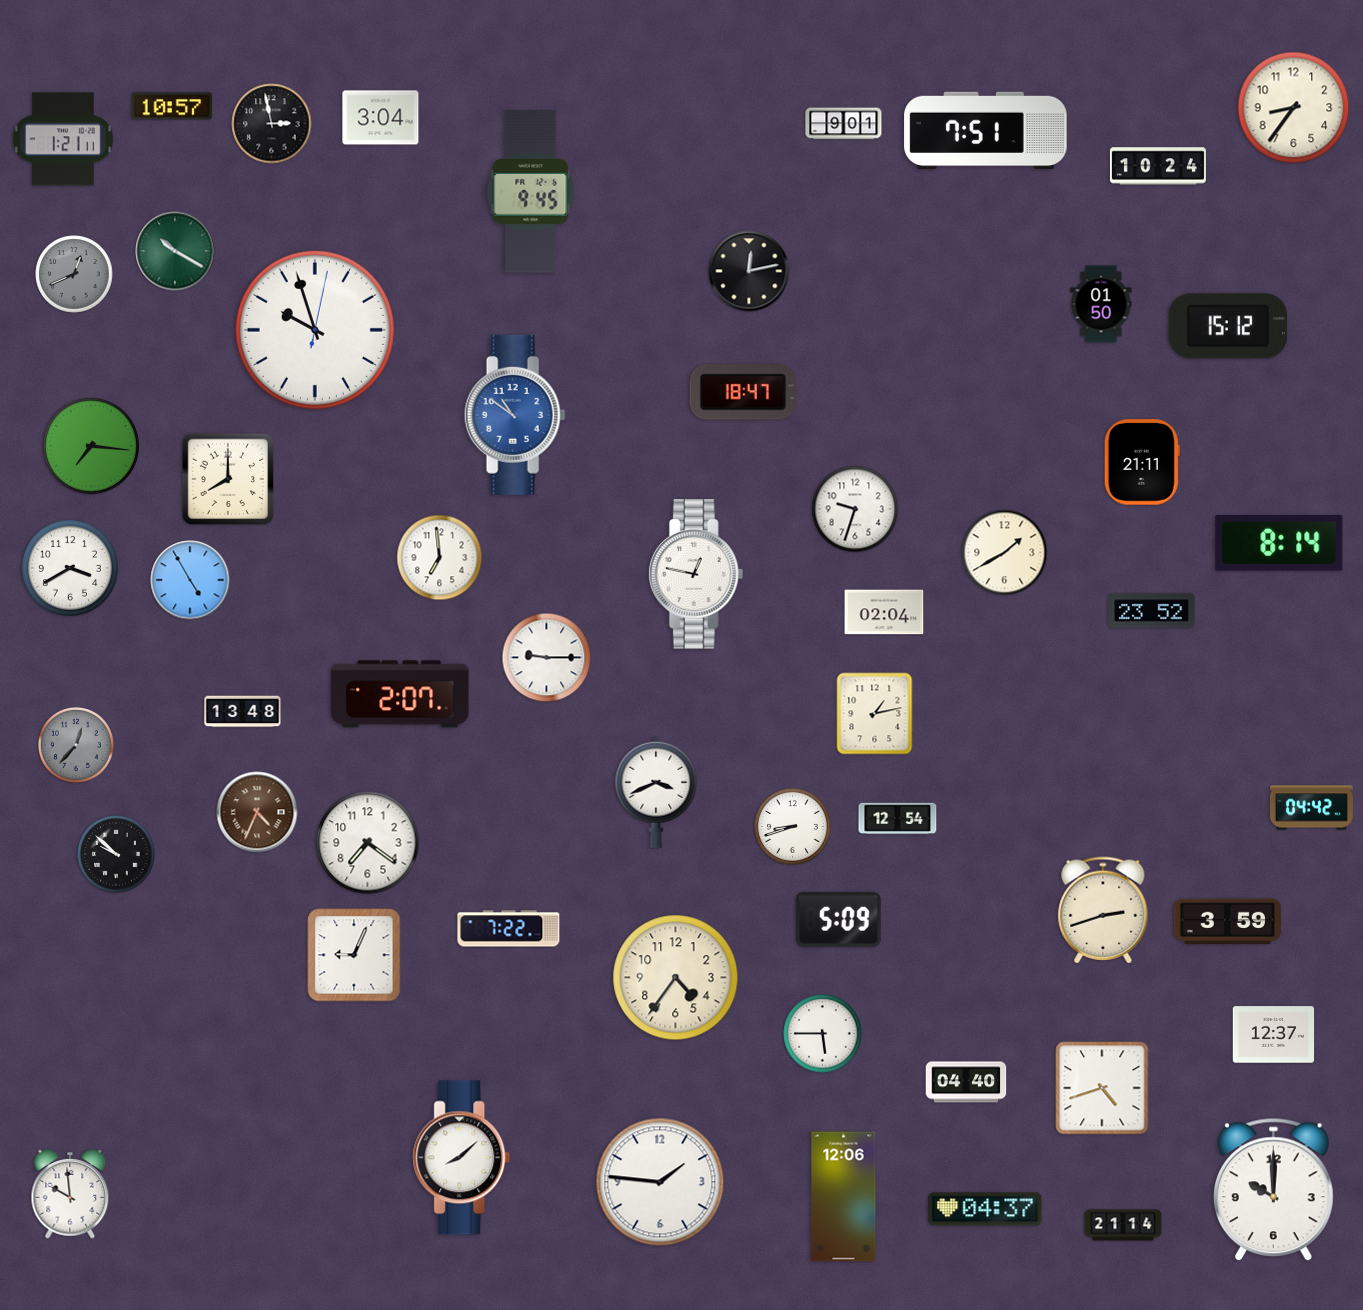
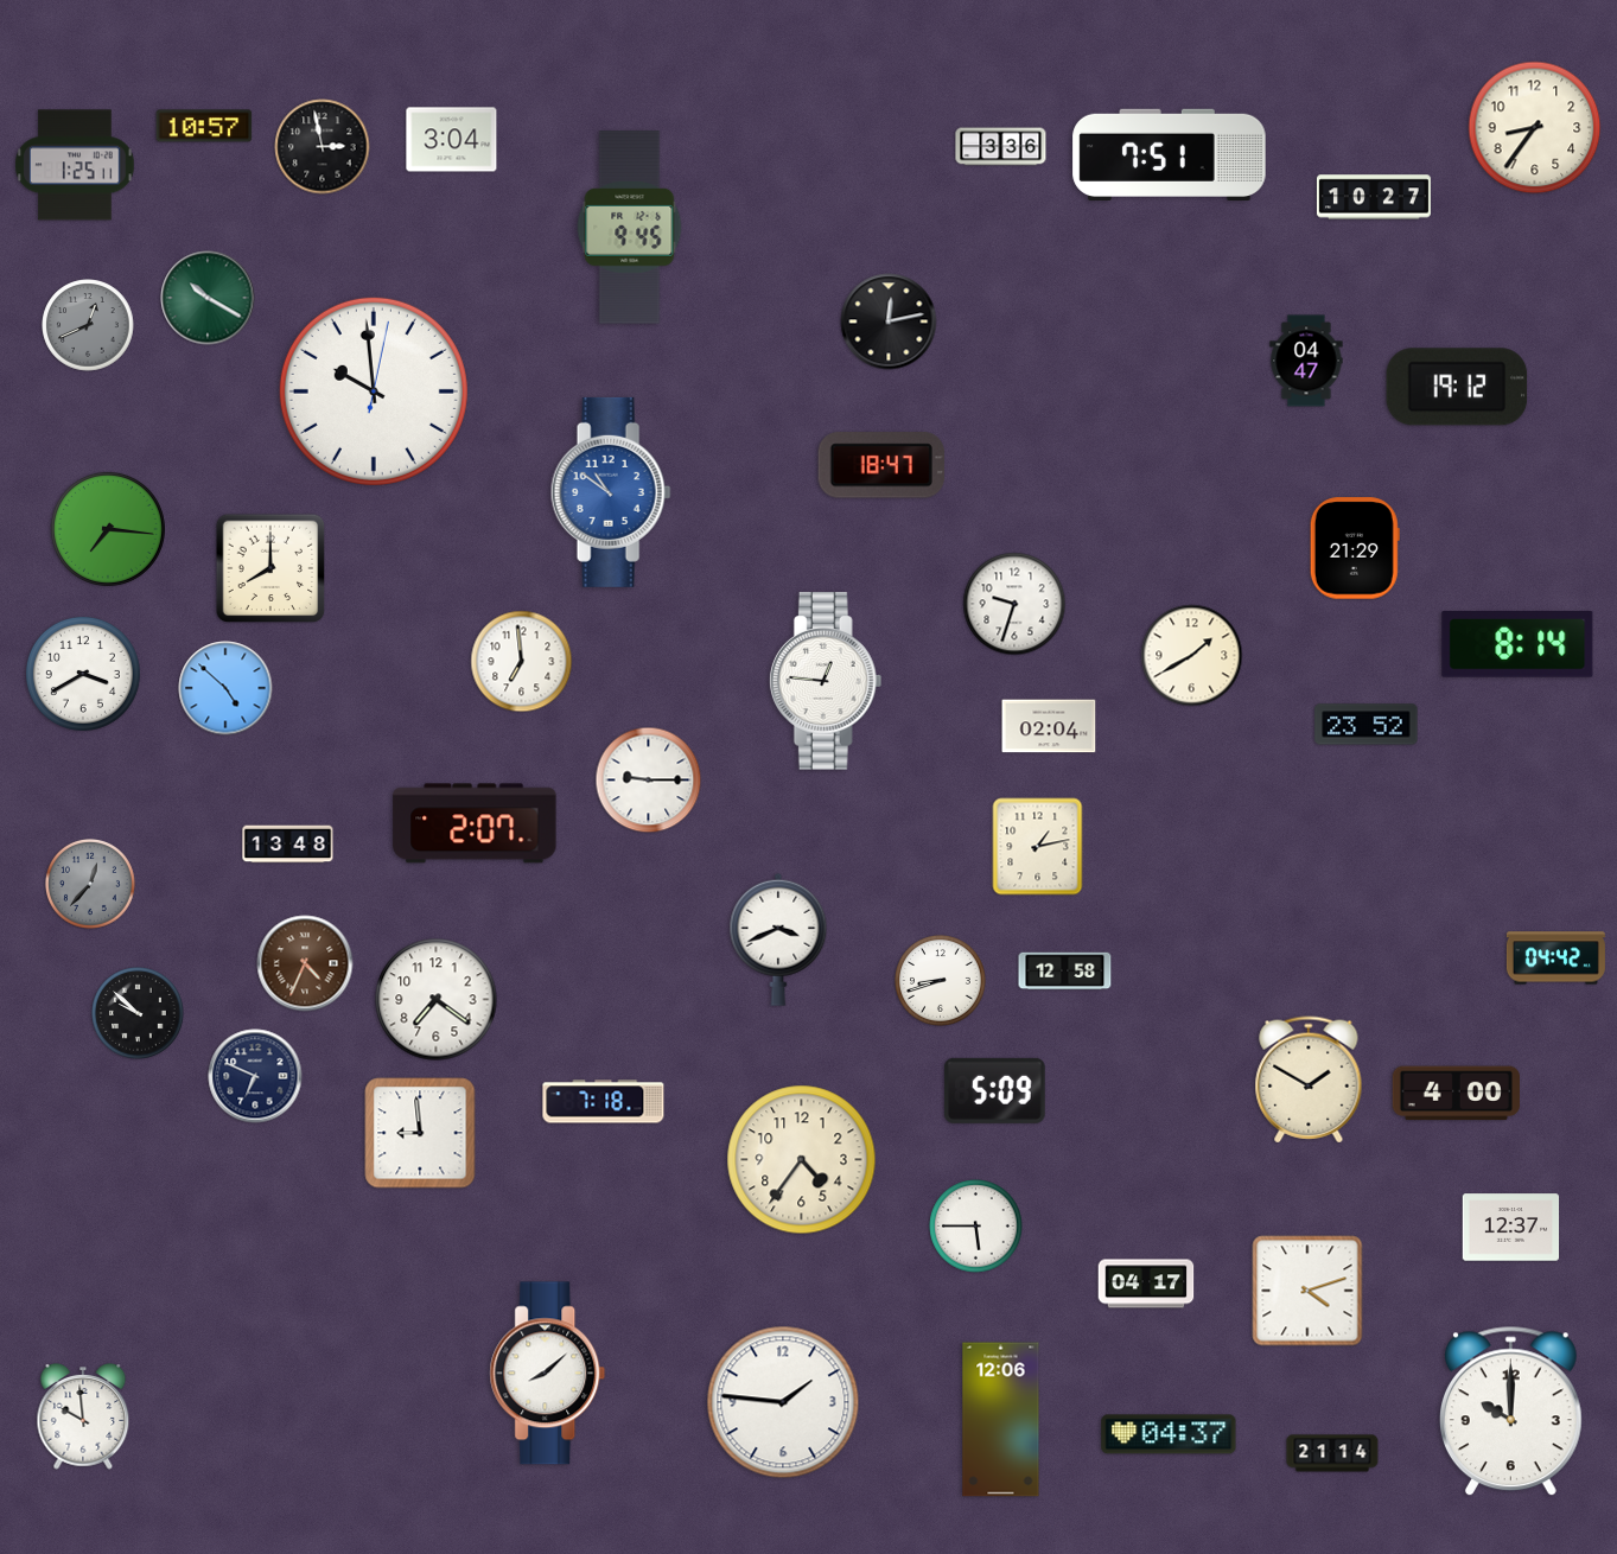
clock at (844, 124): 9:01 -> 3:36
clock at (63, 139): 1:21 -> 1:25
clock at (1158, 166): 10:24 -> 10:27
clock at (1101, 304): 01:50 -> 04:47
clock at (1228, 326): 15:12 -> 19:12
clock at (315, 330): 9:57 -> 9:59
clock at (1142, 462): 21:11 -> 21:29
clock at (696, 574): 12:47 -> 12:46
clock at (190, 580): 4:55 -> 4:52
clock at (898, 819): 12:54 -> 12:58
clock at (255, 1076): none -> 6:49
clock at (1103, 910): 2:42 -> 1:50
clock at (1227, 922): 3:59 -> 4:00
clock at (509, 929): 7:22 -> 7:18
clock at (354, 955): 9:04 -> 8:59
clock at (966, 1082): 04:40 -> 04:17
clock at (1102, 1088): 4:42 -> 4:12
